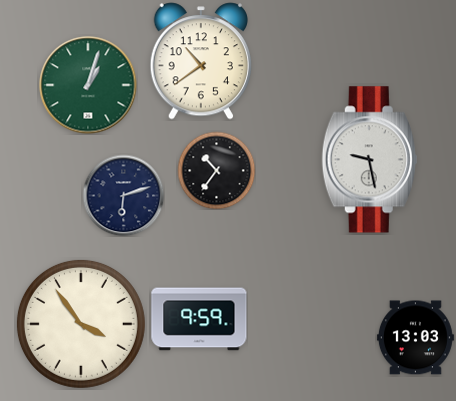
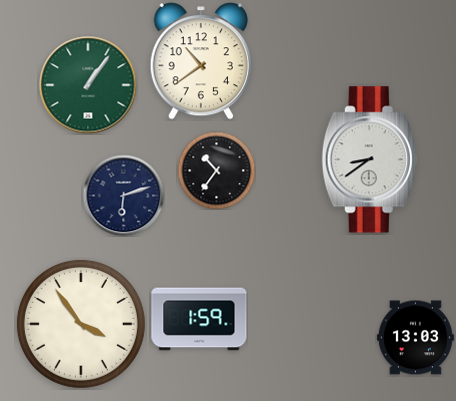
clock at (88, 85): 1:03 -> 1:06
clock at (369, 160): 9:28 -> 8:39
clock at (199, 319): 9:59 -> 1:59
